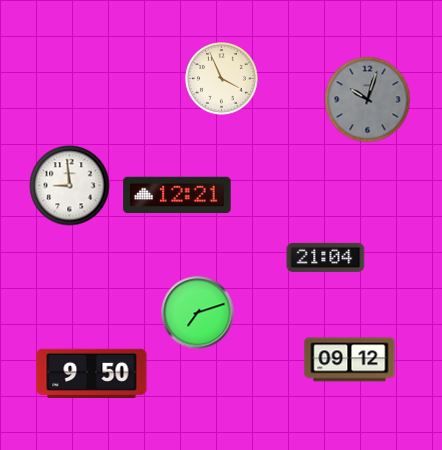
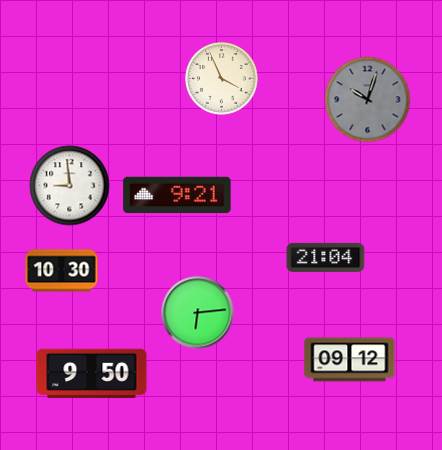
clock at (177, 195): 12:21 -> 9:21
clock at (62, 271): none -> 10:30
clock at (198, 313): 7:12 -> 6:14
